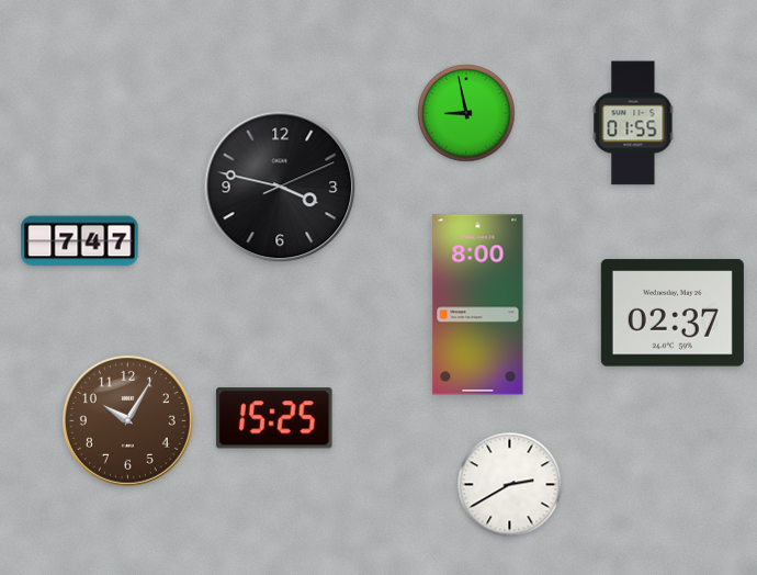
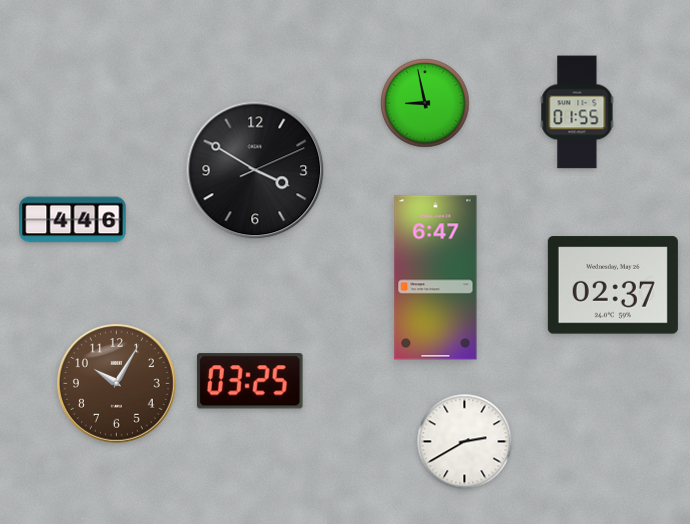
clock at (280, 187): 3:47 -> 3:50
clock at (80, 241): 7:47 -> 4:46
clock at (478, 305): 8:00 -> 6:47
clock at (274, 418): 15:25 -> 03:25
